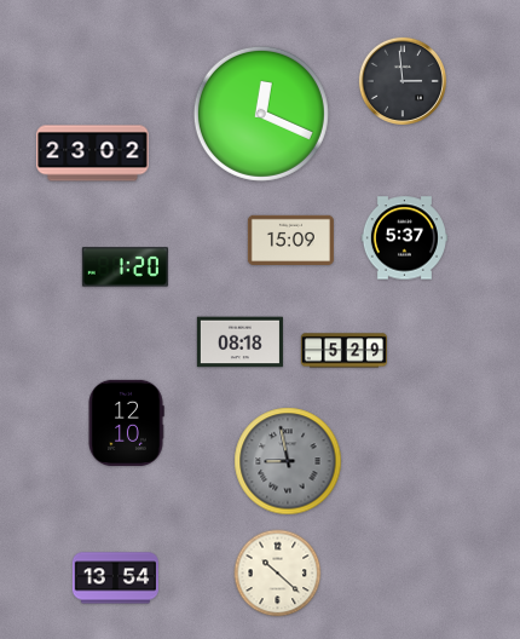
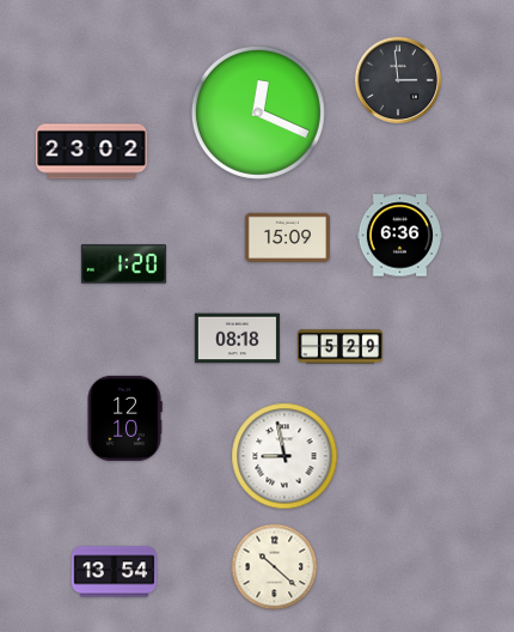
clock at (404, 238): 5:37 -> 6:36
clock at (288, 461) dial: grey -> white
